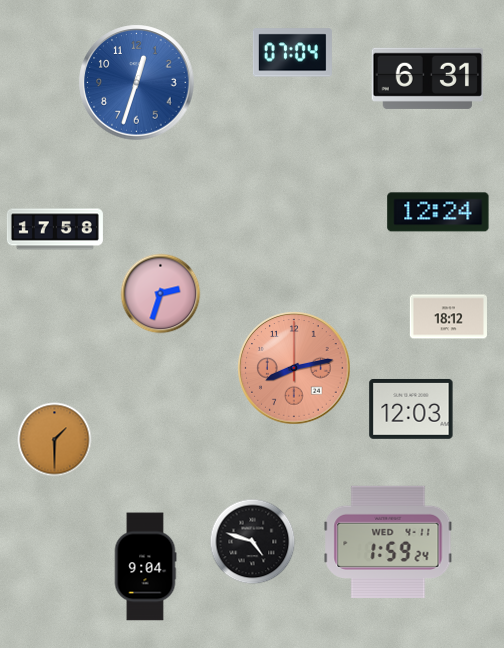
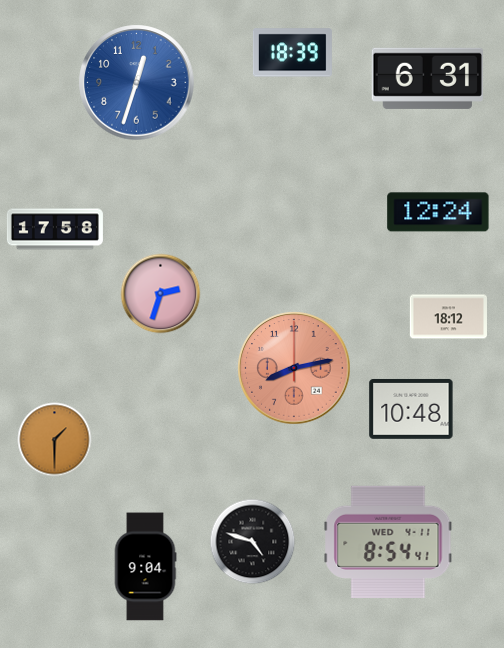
clock at (292, 53): 07:04 -> 18:39
clock at (411, 409): 12:03 -> 10:48
clock at (388, 542): 1:59 -> 8:54
